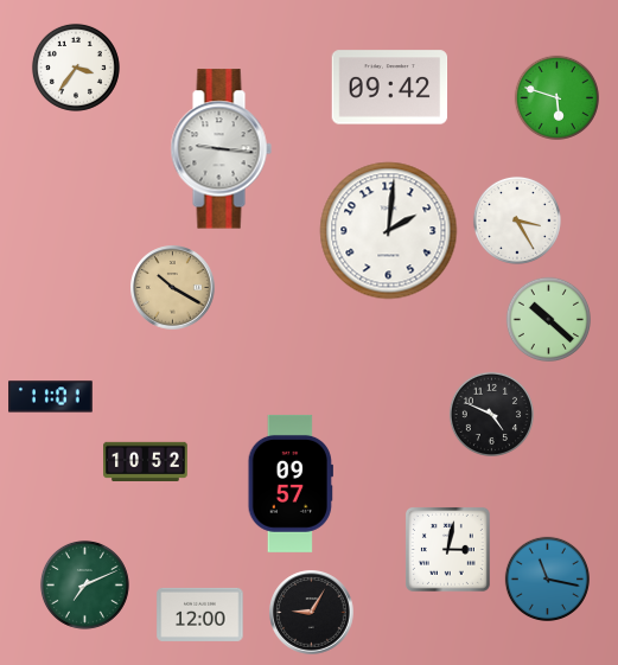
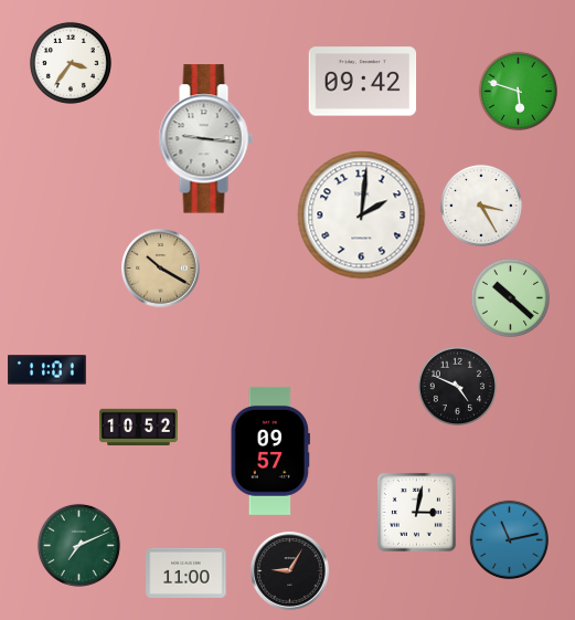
clock at (146, 461) position: (146, 461) -> (139, 427)
clock at (547, 578): 11:17 -> 11:13
clock at (200, 614): 12:00 -> 11:00
